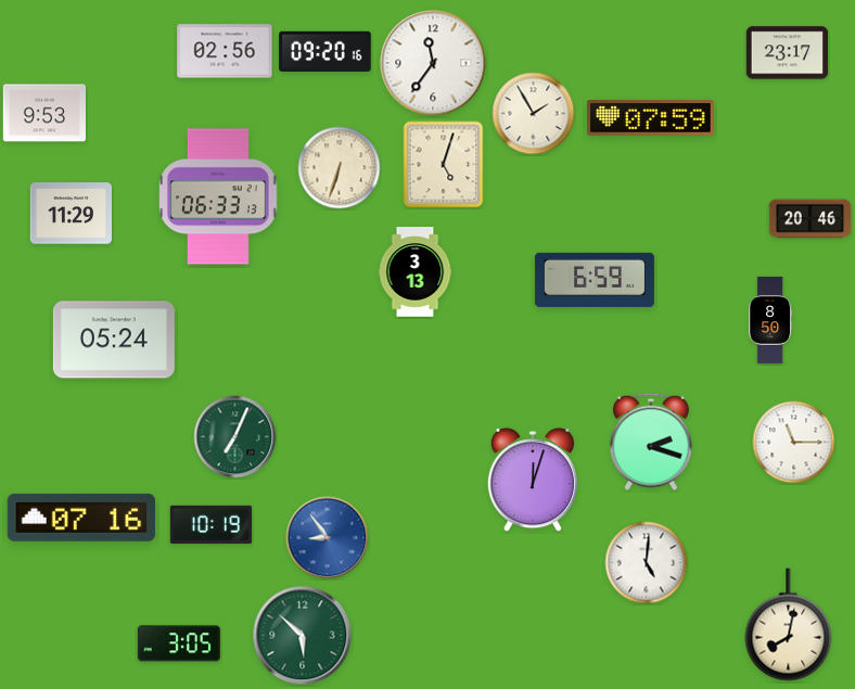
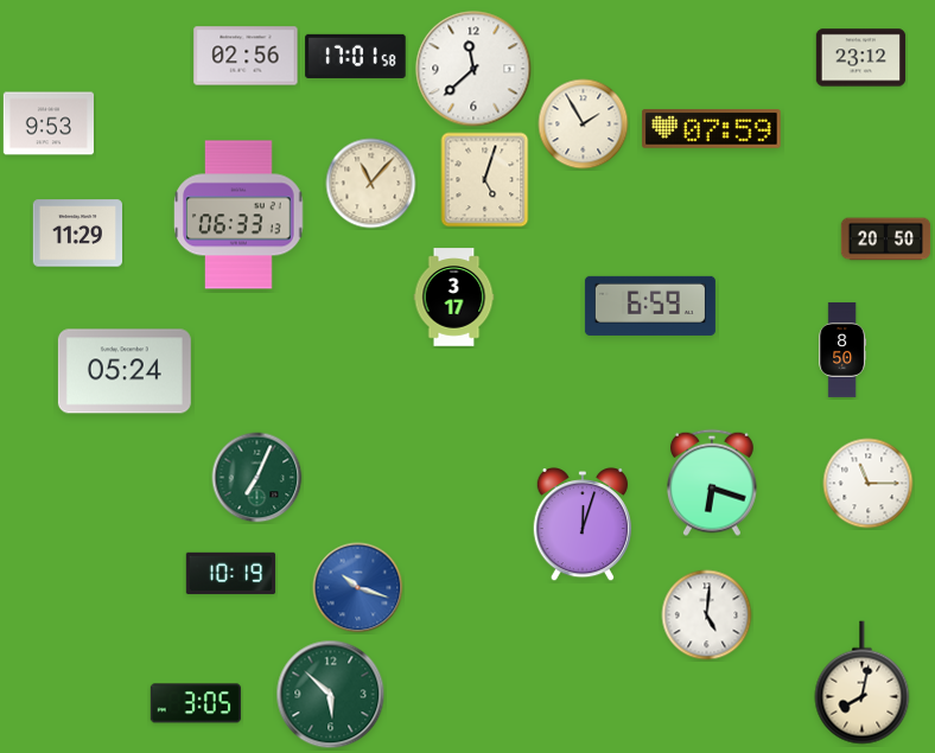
clock at (326, 51): 09:20 -> 17:01
clock at (788, 53): 23:17 -> 23:12
clock at (433, 63): 11:36 -> 11:38
clock at (340, 168): 6:33 -> 11:07
clock at (811, 219): 20:46 -> 20:50
clock at (416, 272): 3:13 -> 3:17
clock at (651, 442): 2:18 -> 6:18
clock at (81, 518): 07:16 -> none
clock at (328, 538): 8:54 -> 10:18
